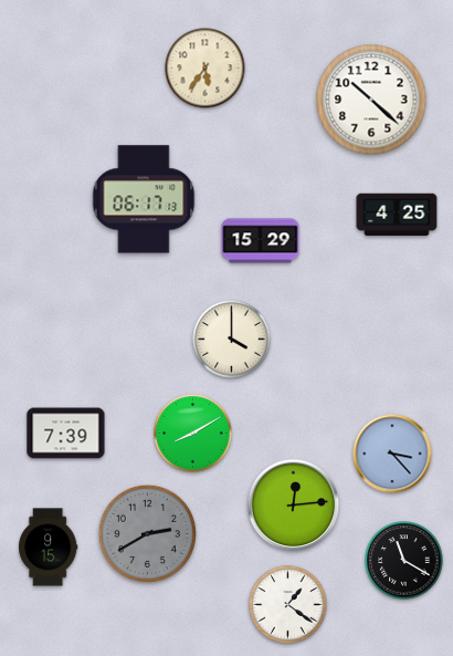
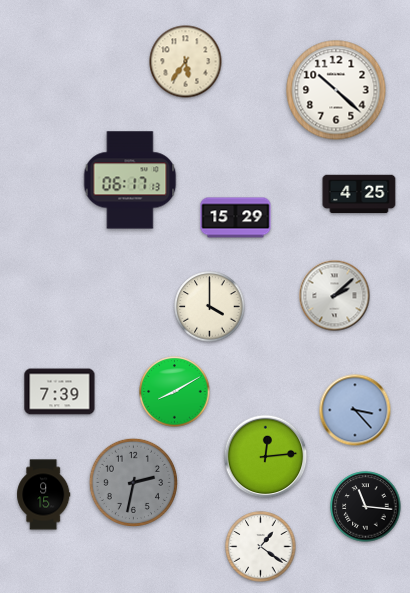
clock at (335, 296): none -> 2:08
clock at (147, 533): 2:40 -> 2:32
clock at (404, 561): 11:20 -> 11:16
